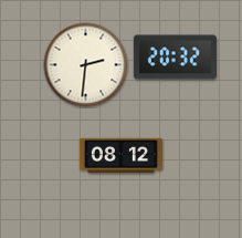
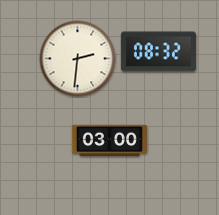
clock at (175, 58): 20:32 -> 08:32
clock at (120, 156): 08:12 -> 03:00
